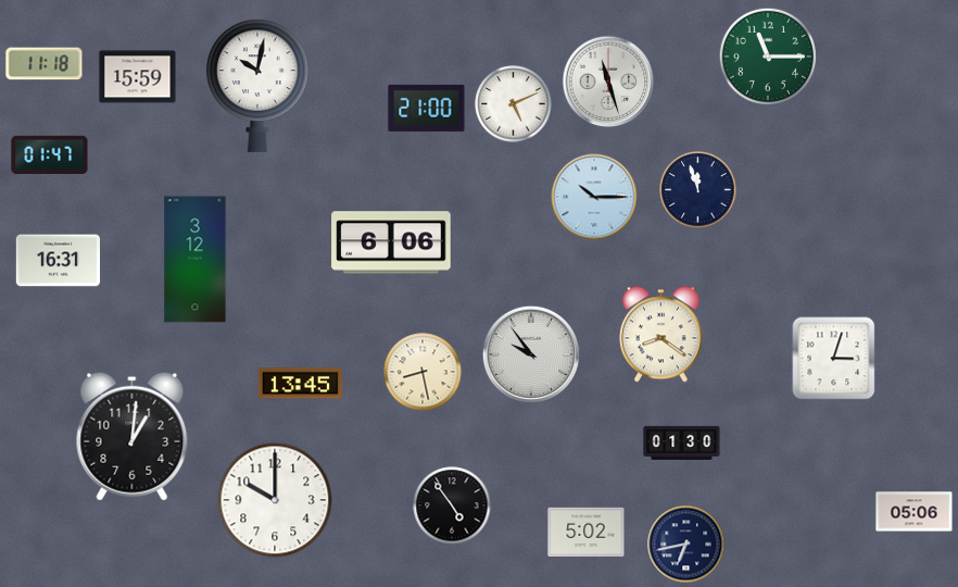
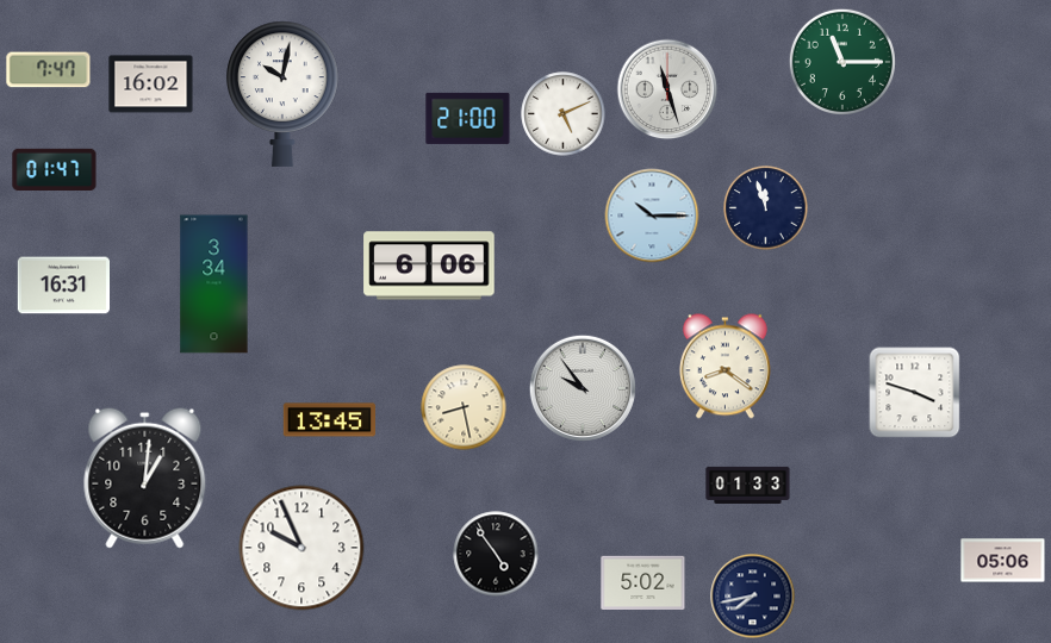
clock at (45, 64): 11:18 -> 7:47
clock at (138, 77): 15:59 -> 16:02
clock at (196, 260): 3:12 -> 3:34
clock at (834, 359): 3:03 -> 3:48
clock at (682, 442): 01:30 -> 01:33
clock at (275, 500): 10:00 -> 9:56
clock at (686, 545): 6:43 -> 7:43
